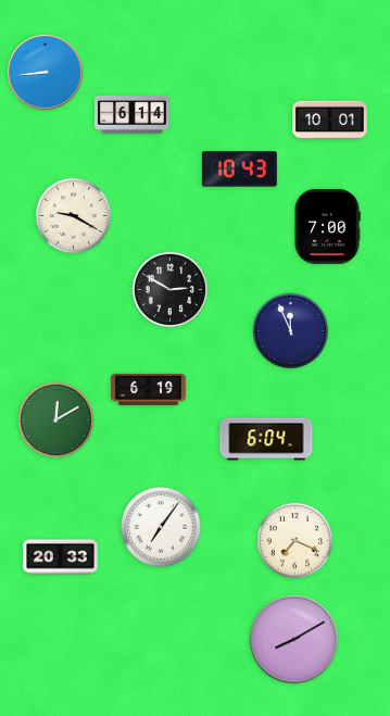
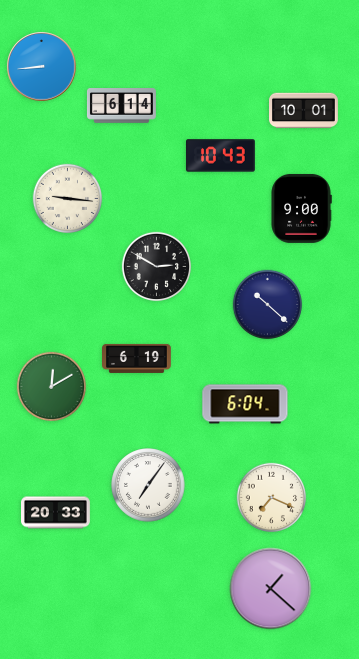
clock at (74, 216): 9:20 -> 9:16
clock at (327, 226): 7:00 -> 9:00
clock at (291, 331): 11:56 -> 10:22
clock at (294, 640): 8:10 -> 1:22
